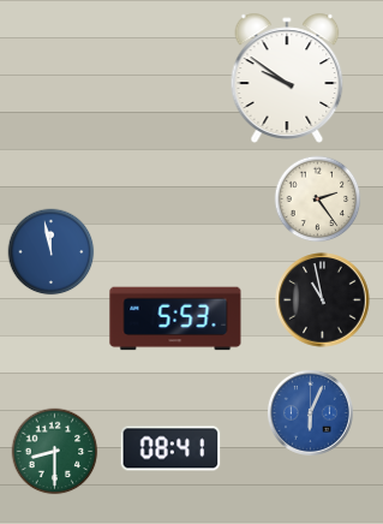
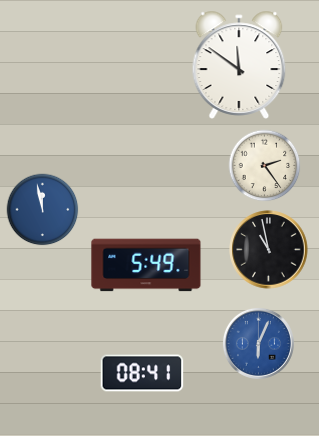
clock at (287, 78): 9:51 -> 11:51
clock at (175, 318): 5:53 -> 5:49
clock at (55, 452): 8:30 -> none
